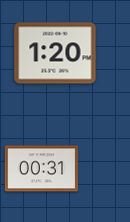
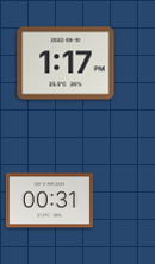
clock at (55, 53): 1:20 -> 1:17
